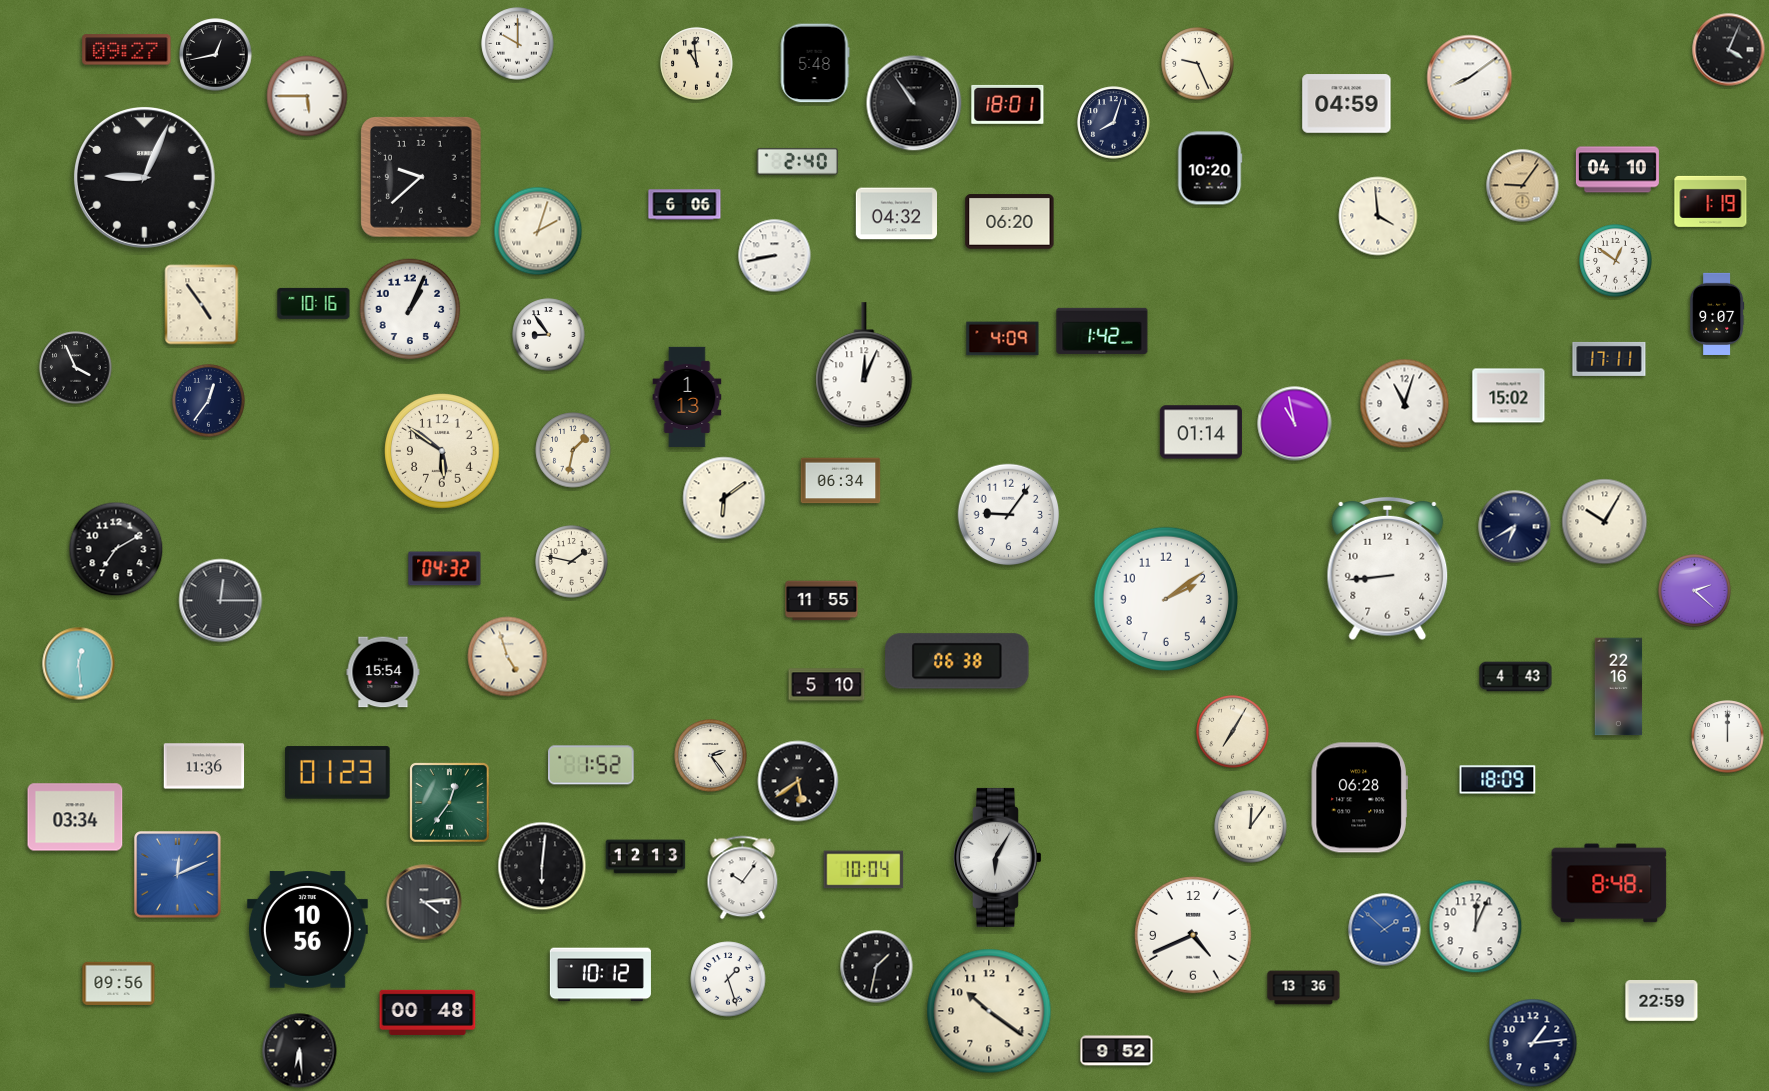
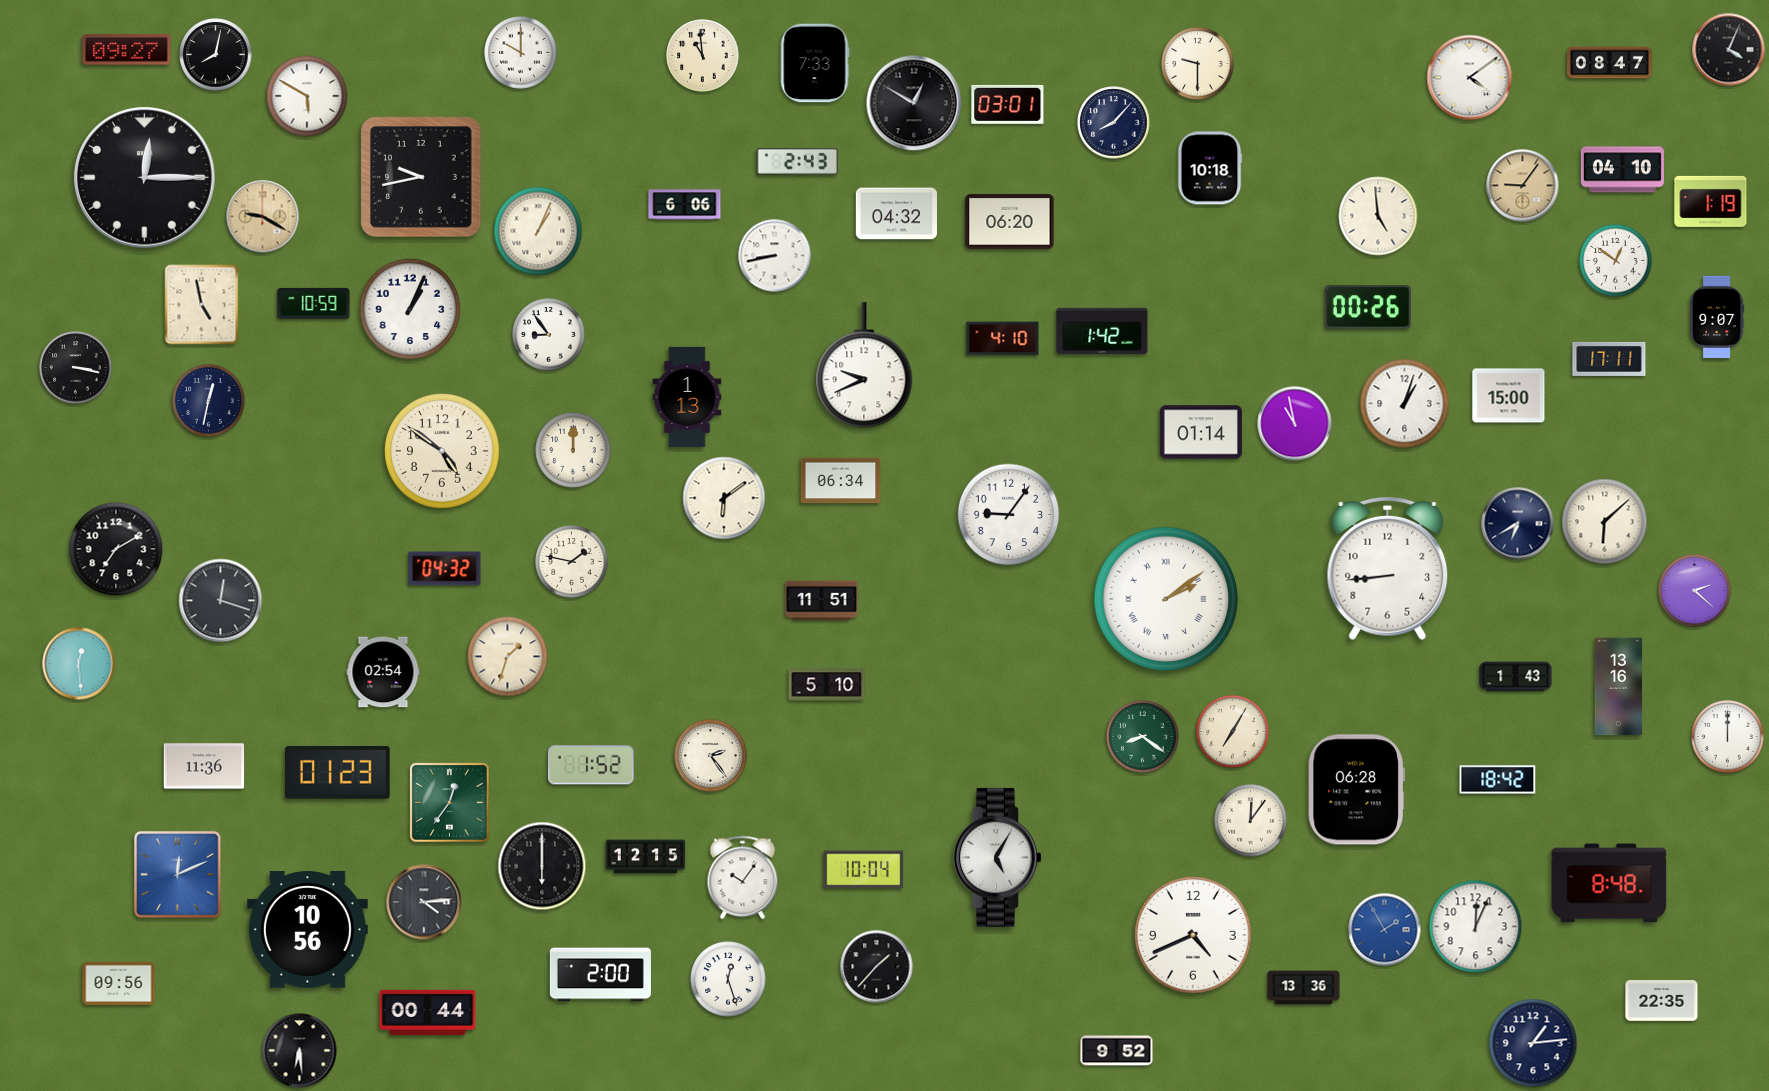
clock at (518, 44) position: (518, 44) -> (521, 53)
clock at (216, 55): 12:43 -> 8:02
clock at (815, 63): 5:48 -> 7:33
clock at (1610, 63): none -> 08:47
clock at (697, 64) position: (697, 64) -> (703, 56)
clock at (1198, 64): 9:26 -> 9:30
clock at (1470, 78): 8:09 -> 4:09
clock at (307, 96): 5:45 -> 5:50
clock at (914, 103): 10:54 -> 12:50
clock at (1008, 104): 18:01 -> 03:01
clock at (1347, 104): 04:59 -> none
clock at (1114, 123): 8:03 -> 8:07
clock at (797, 161): 2:40 -> 2:43
clock at (1210, 168): 10:20 -> 10:18
clock at (1617, 170) position: (1617, 170) -> (1622, 170)
clock at (421, 177): 9:38 -> 9:43
clock at (145, 178): 9:04 -> 12:15
clock at (1378, 216): 3:59 -> 4:59
clock at (263, 217): none -> 9:20
clock at (538, 231): 2:03 -> 1:04
clock at (314, 303): 10:16 -> 10:59
clock at (202, 305): 4:54 -> 4:58
clock at (1369, 307): none -> 00:26
clock at (1717, 314) position: (1717, 314) -> (1717, 317)
clock at (1003, 339): 4:09 -> 4:10
clock at (864, 366): 12:04 -> 9:41
clock at (76, 368): 3:56 -> 3:17
clock at (1509, 396): 15:02 -> 15:00
clock at (209, 401): 12:36 -> 12:32
clock at (1405, 404): 11:03 -> 1:03
clock at (573, 450): 1:32 -> 12:00
clock at (442, 451): 5:51 -> 4:51
clock at (1605, 522): 10:05 -> 6:08
clock at (1515, 527) position: (1515, 527) -> (1518, 524)
clock at (1166, 599) numerals: Arabic -> Roman
clock at (221, 601): 12:15 -> 12:18
clock at (822, 601): 11:55 -> 11:51
clock at (508, 657): 4:57 -> 1:33
clock at (957, 661): 06:38 -> none
clock at (383, 672): 15:54 -> 02:54
clock at (1516, 677): 4:43 -> 1:43
clock at (1619, 687): 22:16 -> 13:16
clock at (1143, 737): none -> 8:21
clock at (1498, 780): 18:09 -> 18:42
clock at (798, 781): 5:39 -> none
clock at (1359, 798) position: (1359, 798) -> (1356, 790)
clock at (75, 817): 03:34 -> none
clock at (1251, 827) position: (1251, 827) -> (1251, 821)
clock at (646, 857): 12:13 -> 12:15
clock at (998, 857): 6:05 -> 5:05
clock at (542, 866): 6:01 -> 6:00
clock at (1385, 930): 1:52 -> 1:55
clock at (877, 967): 1:32 -> 1:37
clock at (600, 975): 10:12 -> 2:00
clock at (728, 979): 1:27 -> 12:27
clock at (1662, 1001): 22:59 -> 22:35
clock at (989, 1011): 10:21 -> none
clock at (428, 1012): 00:48 -> 00:44
